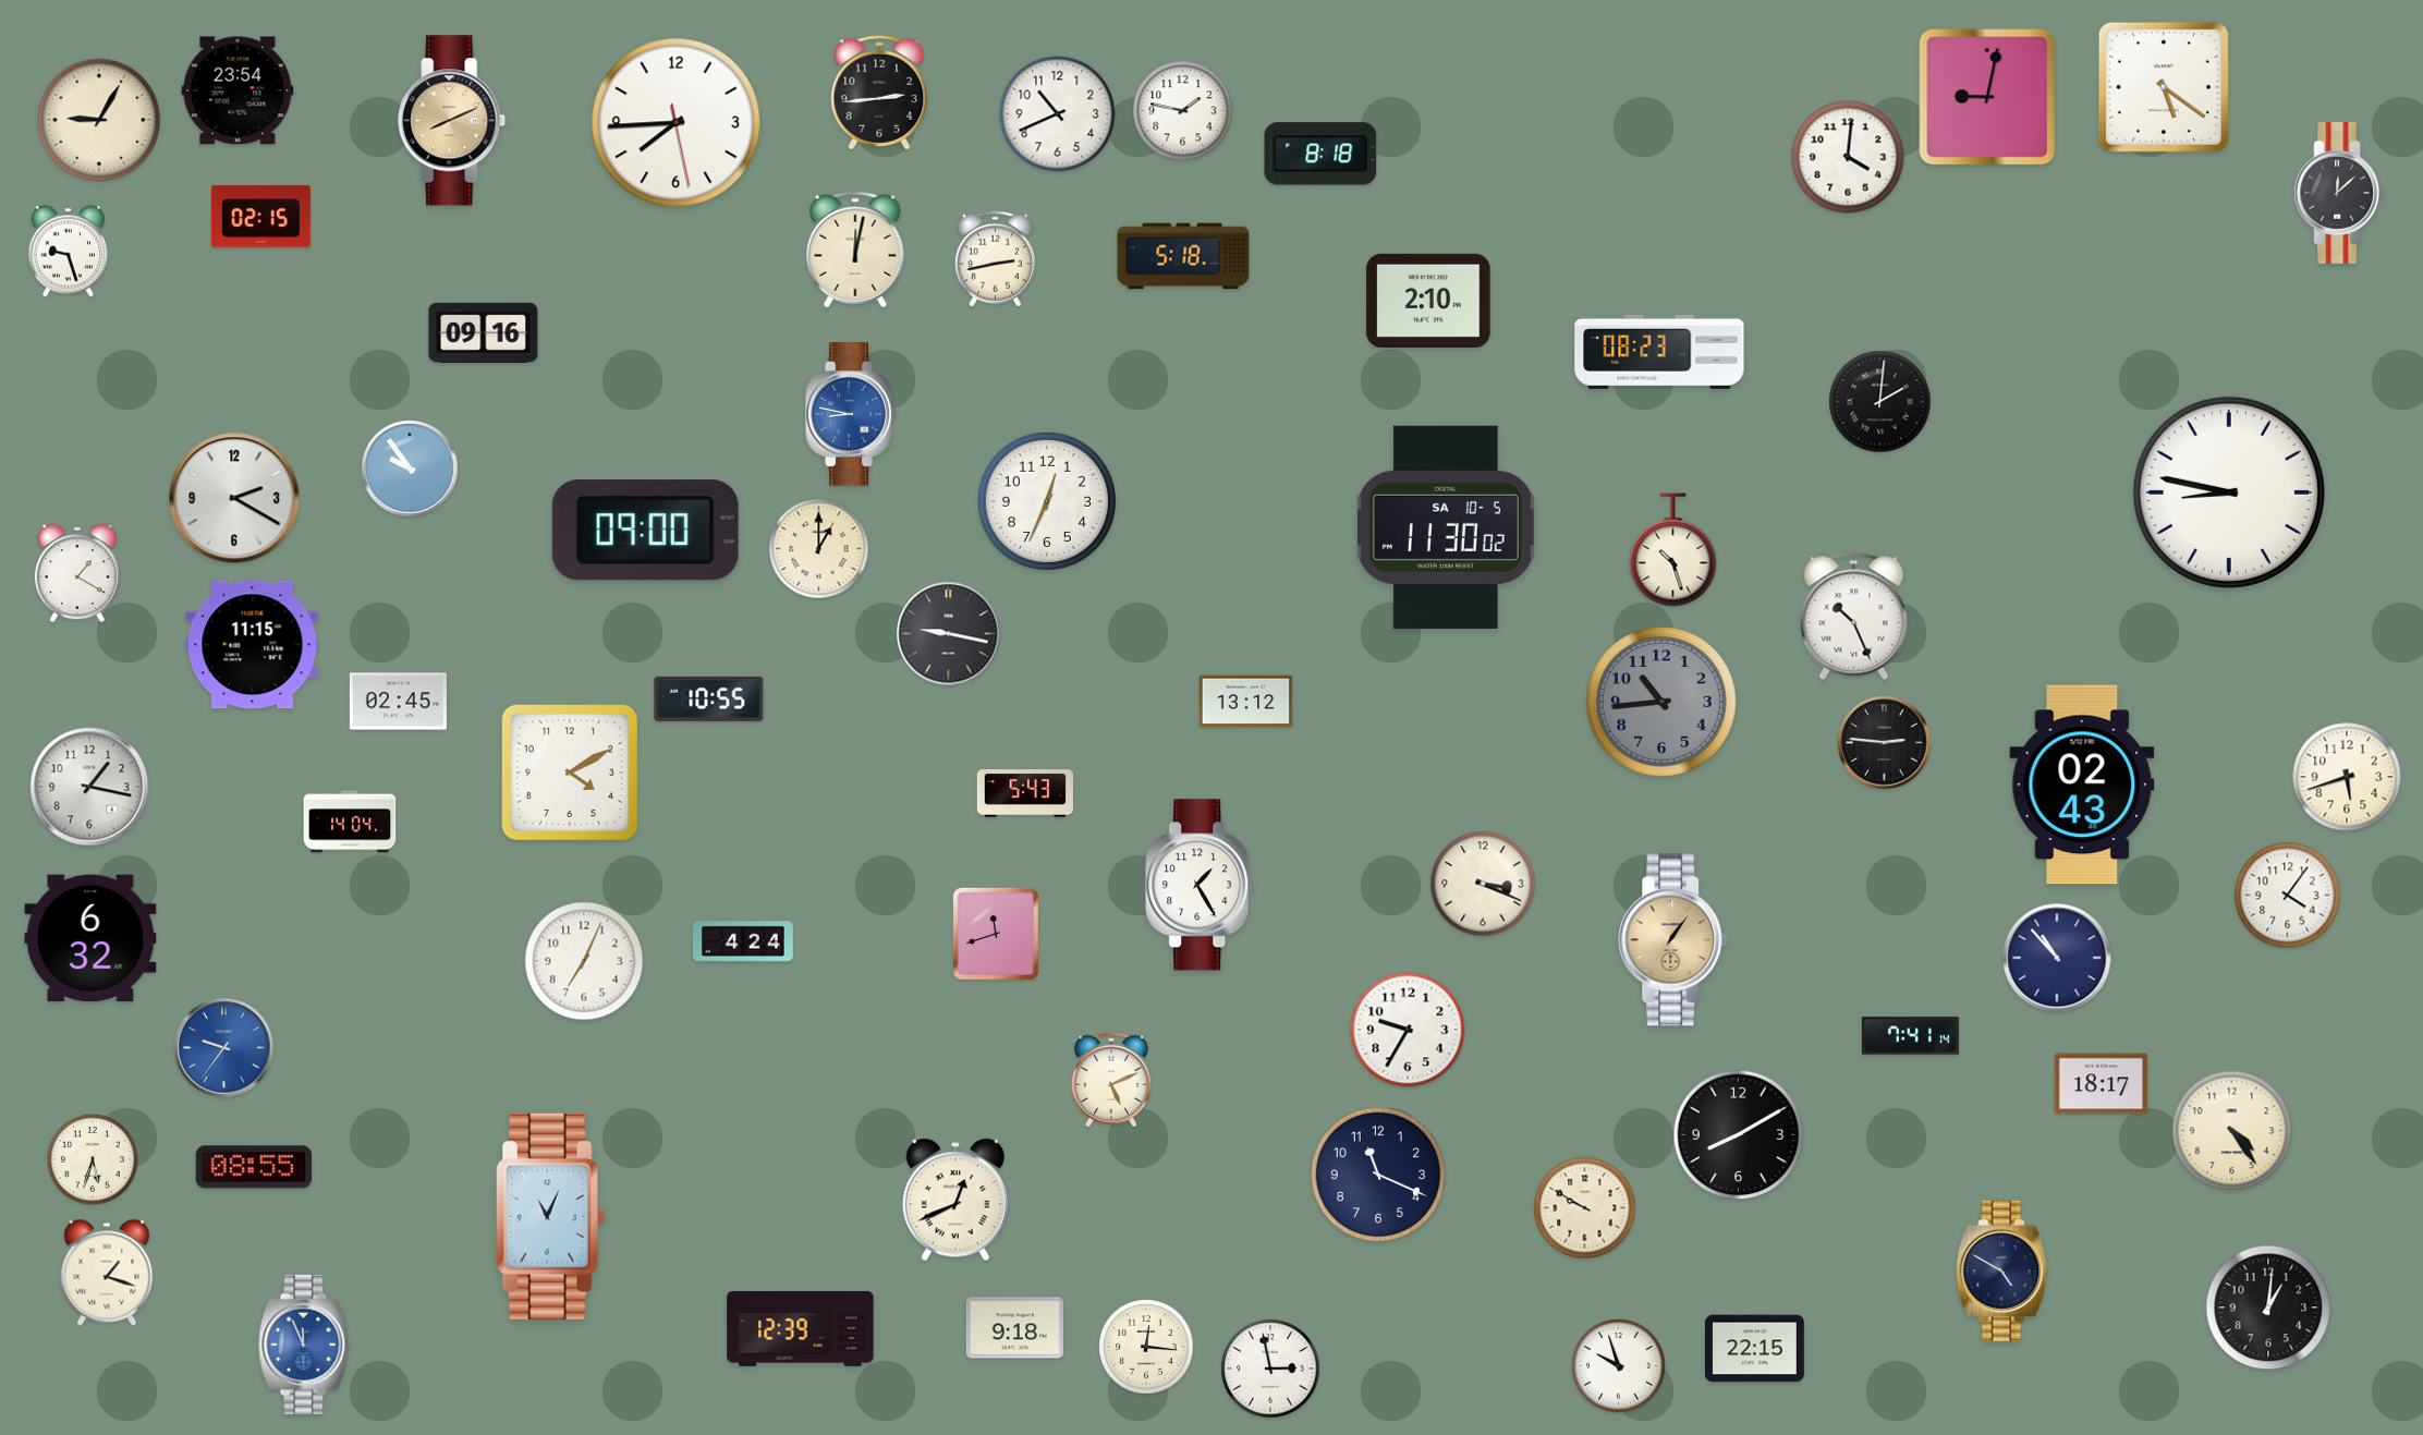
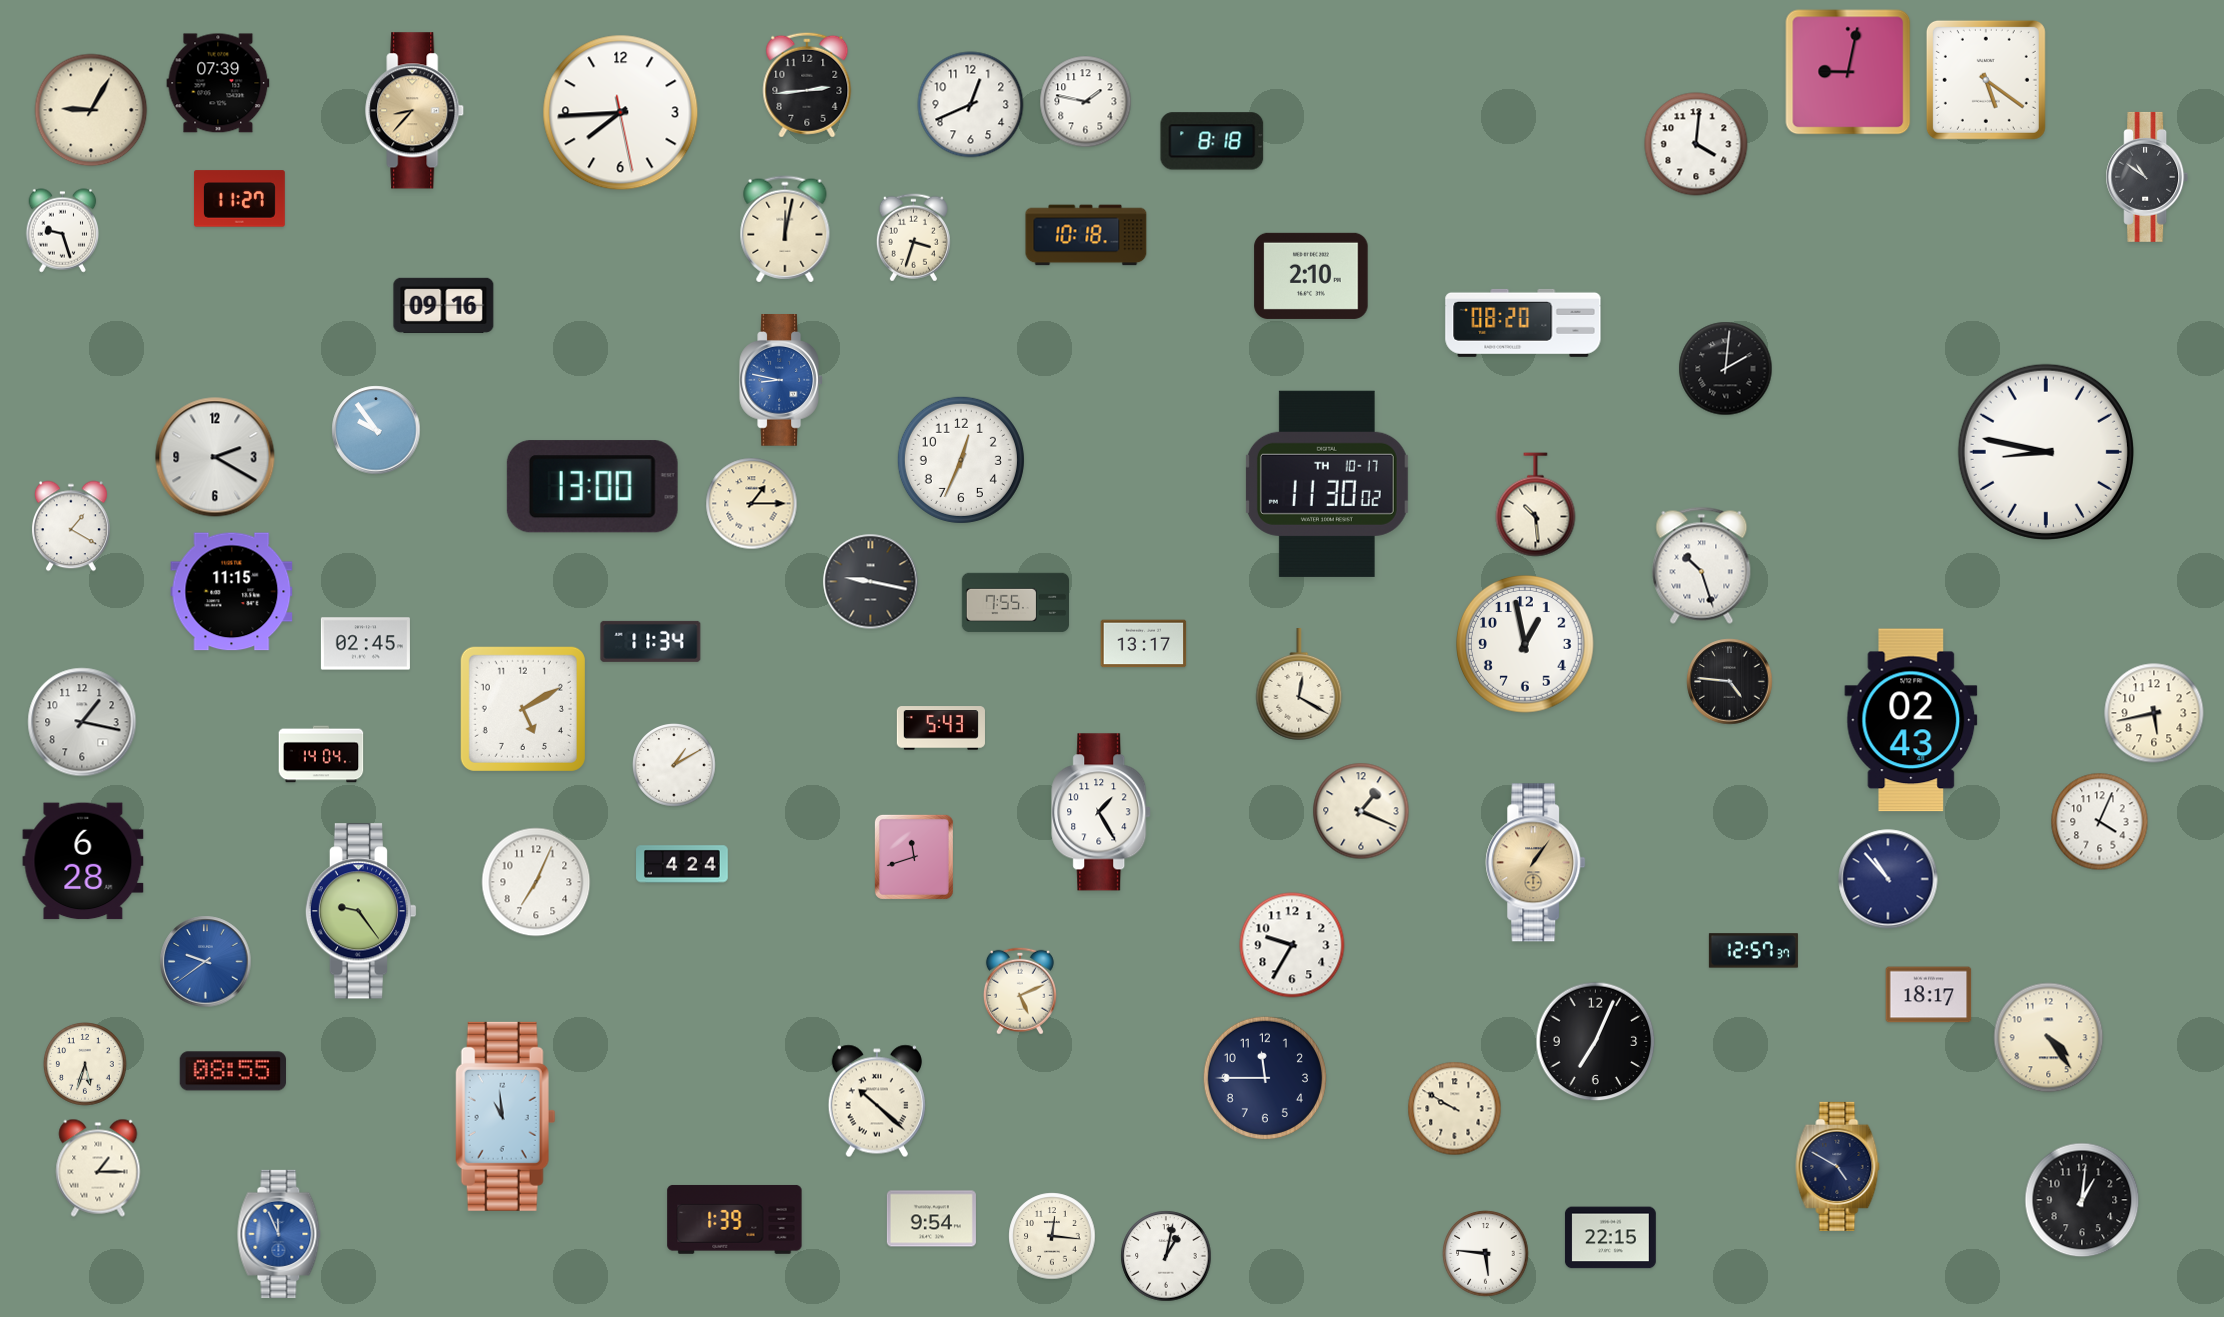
clock at (238, 90): 23:54 -> 07:39
clock at (1987, 97) position: (1987, 97) -> (1848, 72)
clock at (1058, 114): 10:41 -> 12:41
clock at (452, 121): 8:11 -> 8:37
clock at (2339, 193): 12:08 -> 10:51
clock at (260, 217): 02:15 -> 11:27
clock at (1183, 256): 5:18 -> 10:18
clock at (995, 259): 2:43 -> 3:33
clock at (1659, 352): 08:23 -> 08:20
clock at (1446, 527) date: SA 10-5 -> TH 10-17
clock at (645, 531): 09:00 -> 13:00
clock at (819, 549): 1:00 -> 1:15
clock at (1673, 550): 10:27 -> 10:29
clock at (1854, 616): 10:26 -> 10:27
clock at (1015, 603): none -> 7:55
clock at (709, 698): 10:55 -> 11:34
clock at (1246, 702): 13:12 -> 13:17
clock at (1663, 703): 10:44 -> 12:58
clock at (1663, 703) dial: grey -> white
clock at (1885, 743): 2:46 -> 4:46
clock at (1299, 685): none -> 12:20
clock at (570, 773): 4:10 -> 5:10
clock at (2347, 777): 5:42 -> 5:43
clock at (675, 766): none -> 1:10
clock at (1483, 884): 3:19 -> 1:19
clock at (2288, 896): 4:06 -> 4:04
clock at (90, 938): 6:32 -> 6:28
clock at (361, 911): none -> 9:24
clock at (1910, 1036): 7:41 -> 12:57
clock at (224, 1048): 9:36 -> 9:39
clock at (1739, 1135): 8:10 -> 7:04
clock at (1377, 1173): 11:19 -> 11:45
clock at (955, 1200): 12:41 -> 10:22
clock at (550, 1216): 11:04 -> 10:59
clock at (107, 1273): 1:18 -> 1:15
clock at (801, 1328): 12:39 -> 1:39
clock at (1014, 1328): 9:18 -> 9:54
clock at (1619, 1366): 9:57 -> 5:46
clock at (1270, 1369): 2:58 -> 1:02
